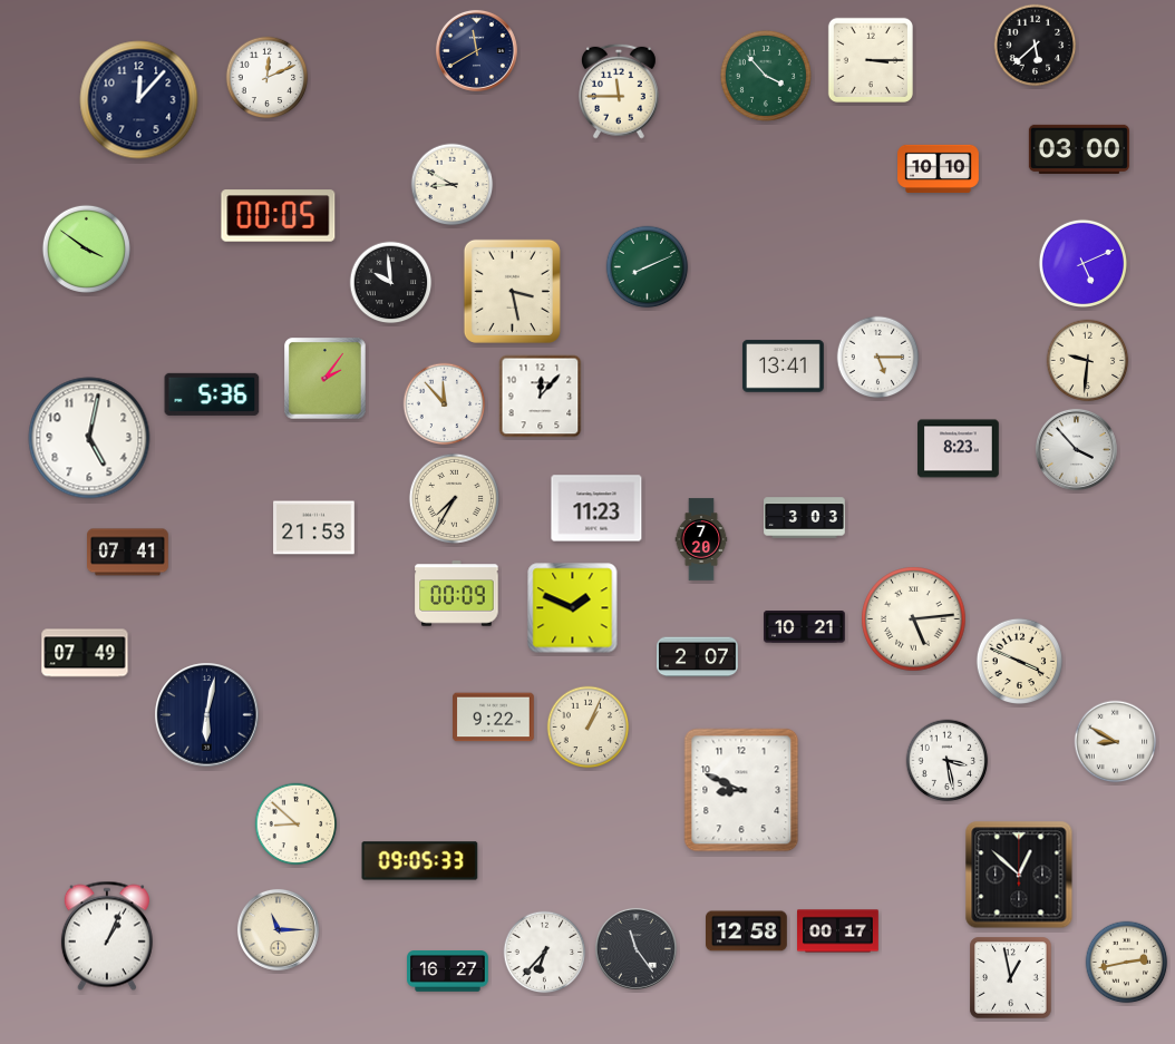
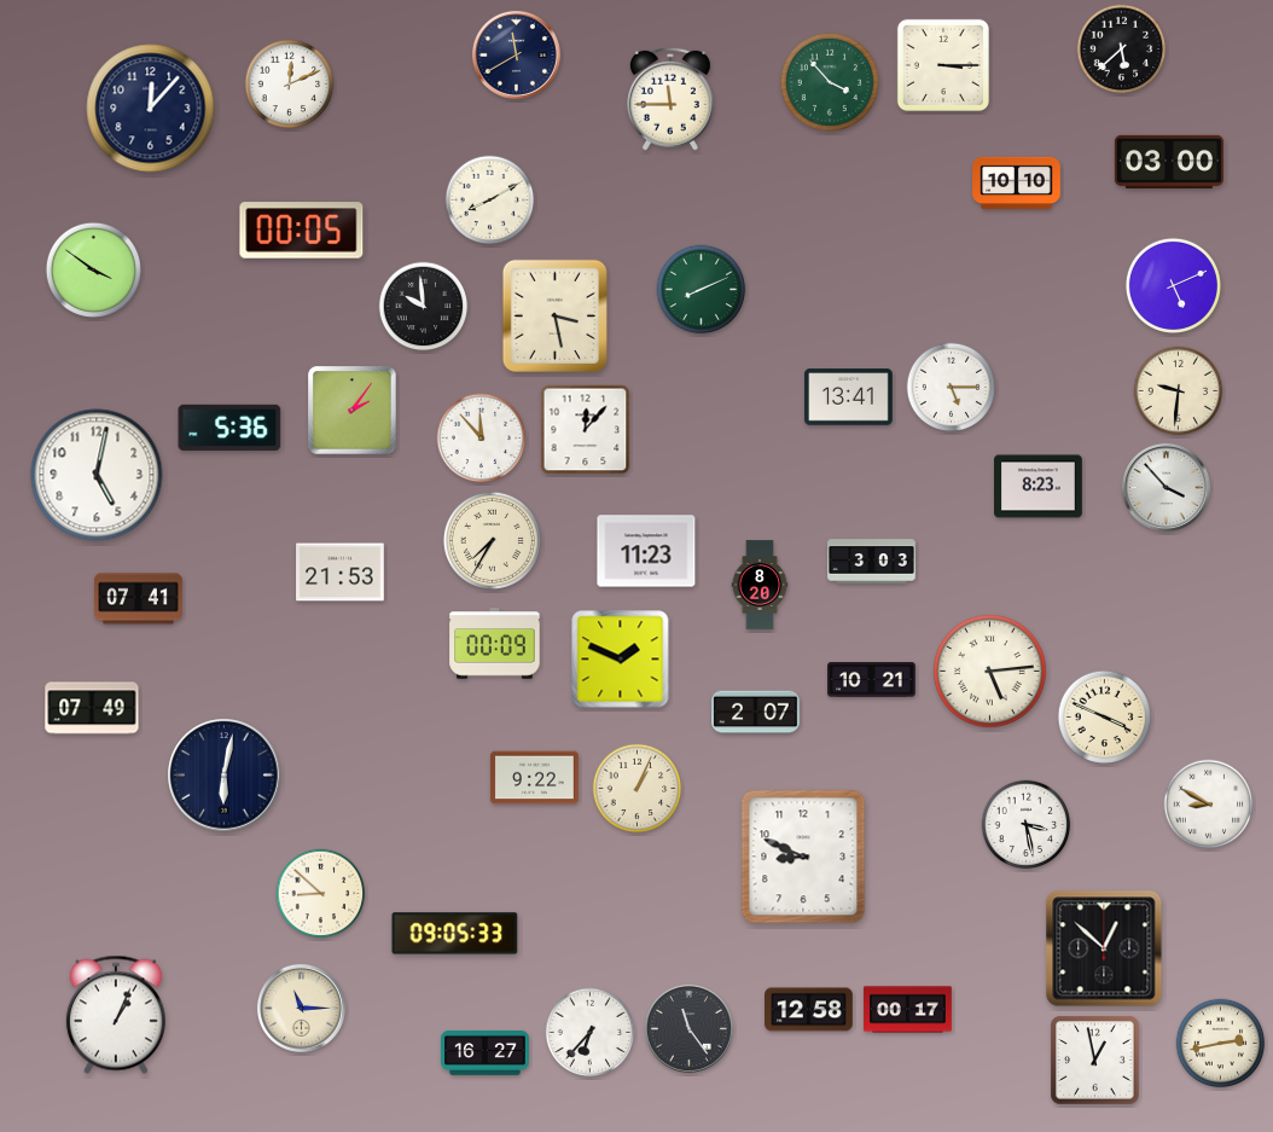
clock at (453, 185): 8:50 -> 8:10
clock at (279, 216) position: (279, 216) -> (302, 231)
clock at (701, 539): 7:20 -> 8:20
